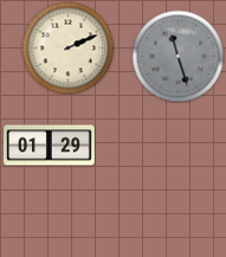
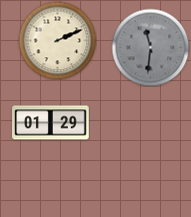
clock at (177, 56): 11:27 -> 11:31
clock at (50, 146) position: (50, 146) -> (51, 123)
